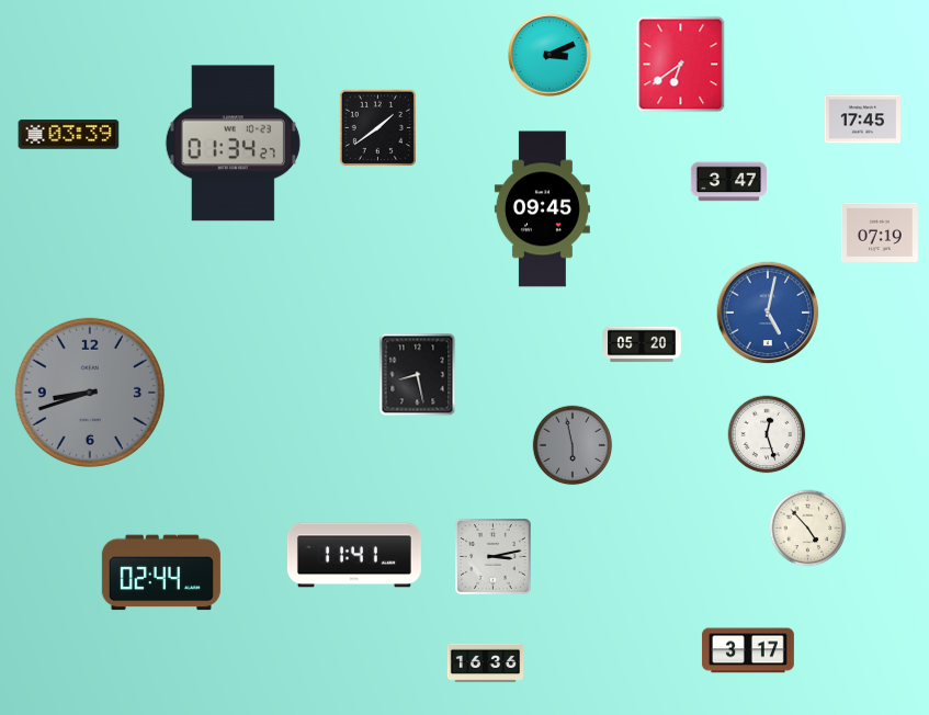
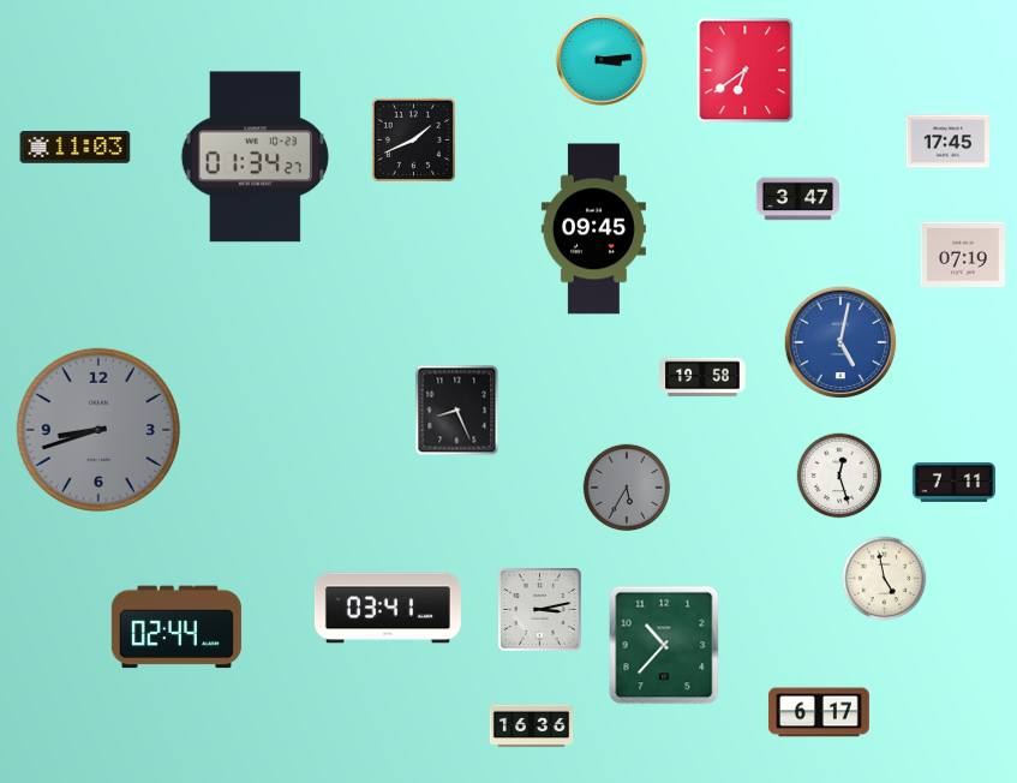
clock at (550, 55): 3:11 -> 3:14
clock at (862, 120) position: (862, 120) -> (947, 142)
clock at (377, 127): 1:39 -> 1:41
clock at (69, 135): 03:39 -> 11:03
clock at (642, 344): 05:20 -> 19:58
clock at (418, 375): 8:28 -> 8:26
clock at (953, 483): none -> 7:11
clock at (573, 445): 5:58 -> 5:35
clock at (808, 529): 4:53 -> 4:58
clock at (354, 555): 11:41 -> 03:41
clock at (664, 645): none -> 10:37
clock at (748, 650): 3:17 -> 6:17
